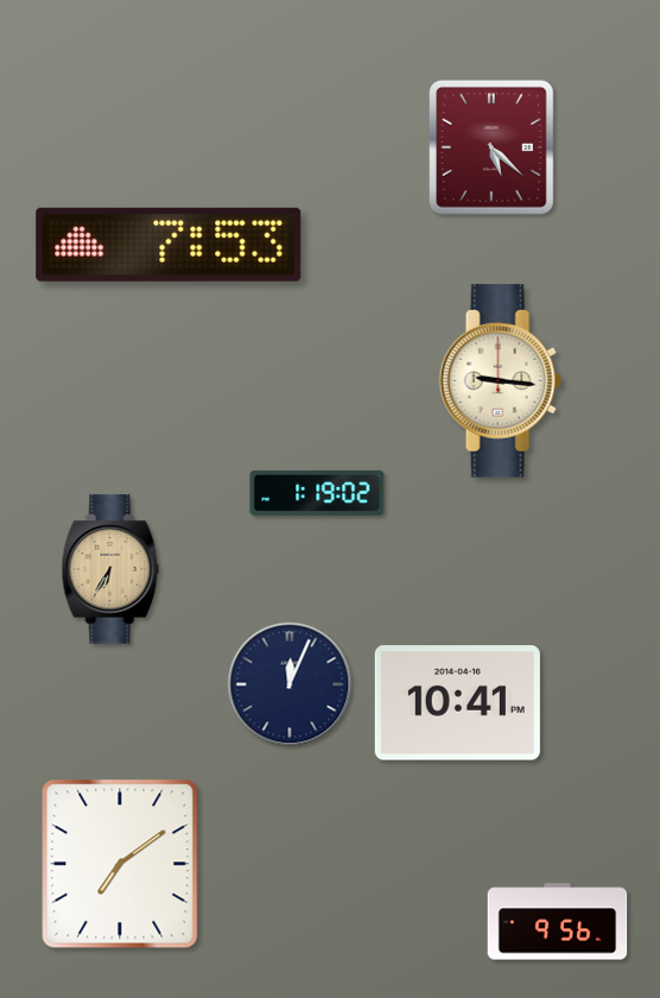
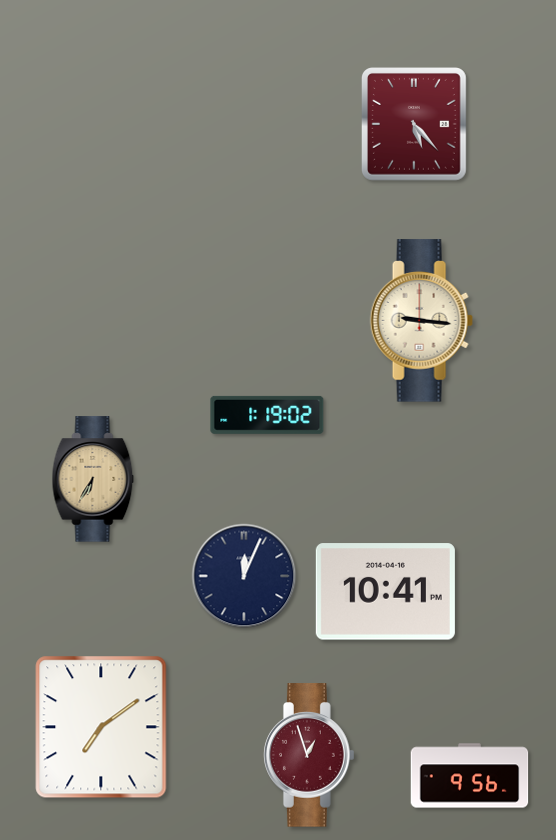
clock at (491, 149): 5:22 -> 5:23
clock at (169, 245): 7:53 -> none
clock at (309, 755): none -> 12:57
